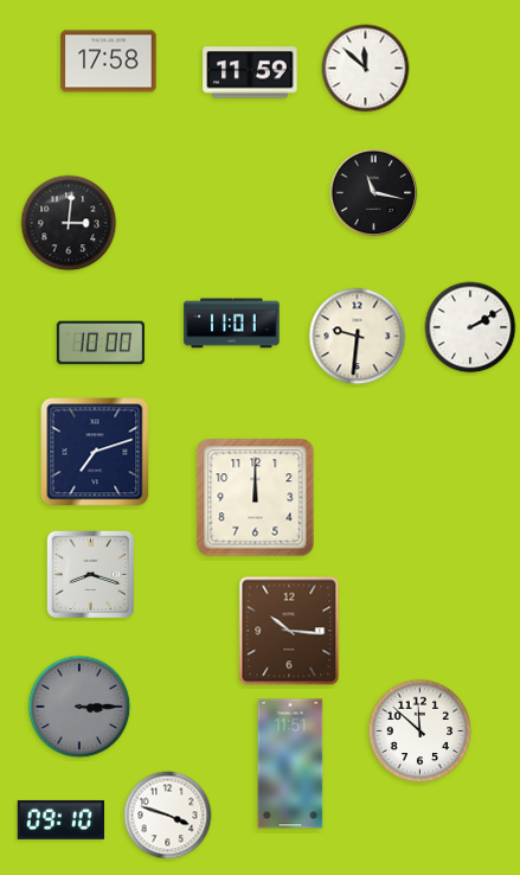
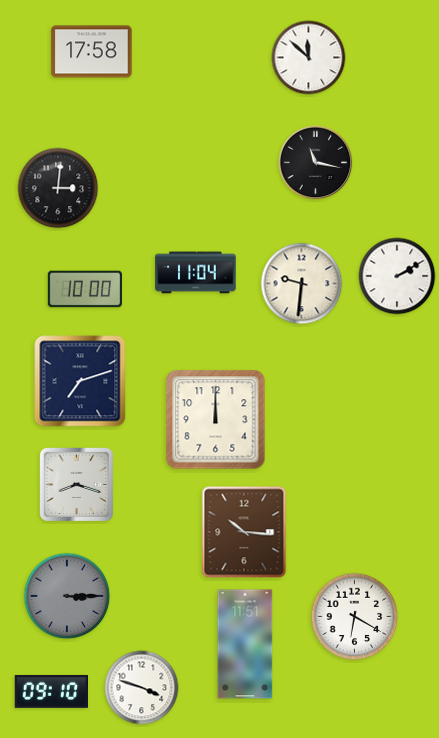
clock at (250, 72): 11:59 -> none
clock at (232, 324): 11:01 -> 11:04
clock at (421, 732): 11:52 -> 6:20
